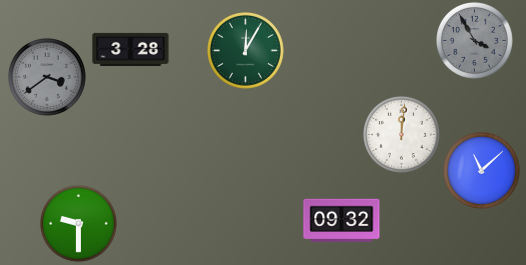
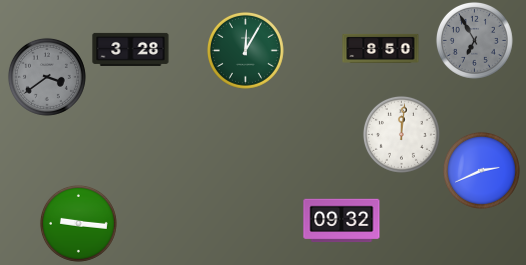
clock at (474, 40): 3:55 -> 6:55
clock at (381, 48): none -> 8:50
clock at (481, 170): 11:08 -> 2:41
clock at (78, 223): 9:30 -> 9:16
